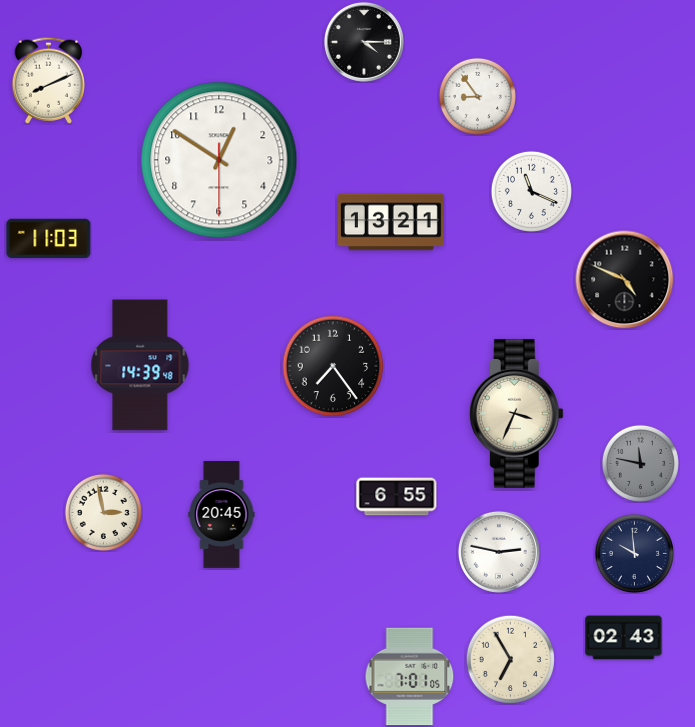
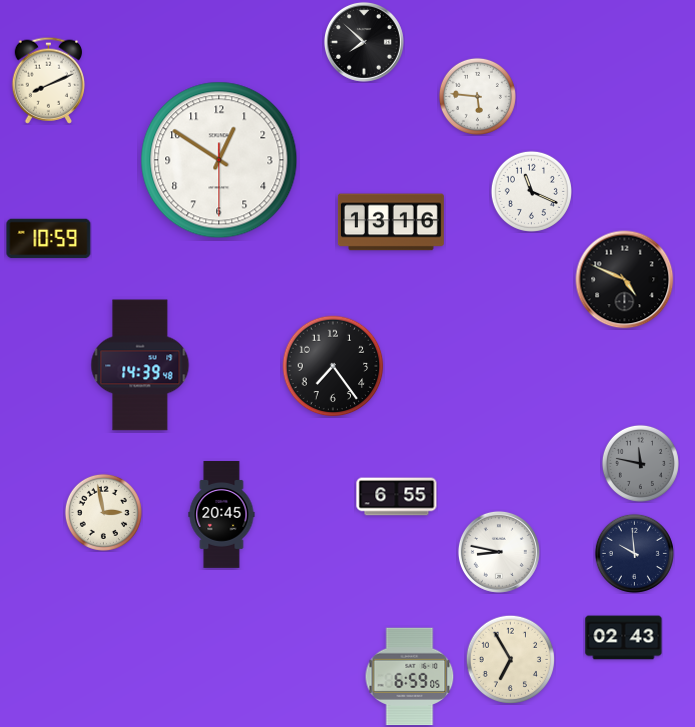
clock at (364, 42): 4:15 -> 7:52
clock at (477, 96): 8:54 -> 5:46
clock at (391, 222): 13:21 -> 13:16
clock at (49, 239): 11:03 -> 10:59
clock at (516, 413): 3:34 -> none
clock at (499, 552): 2:47 -> 8:47
clock at (410, 677): 7:01 -> 6:59
